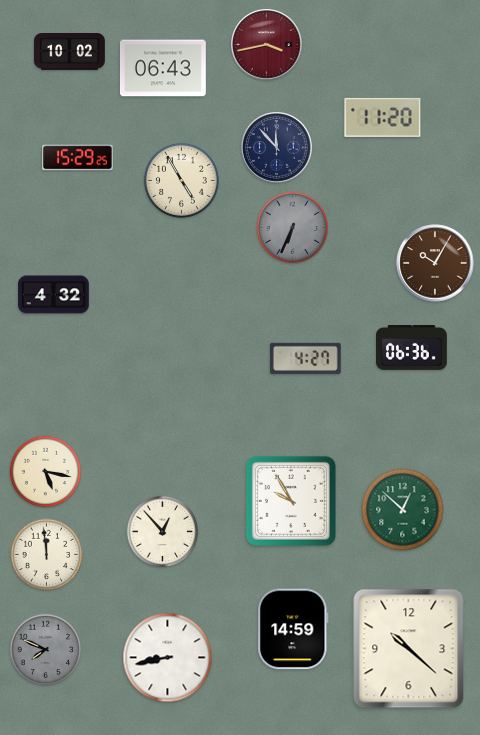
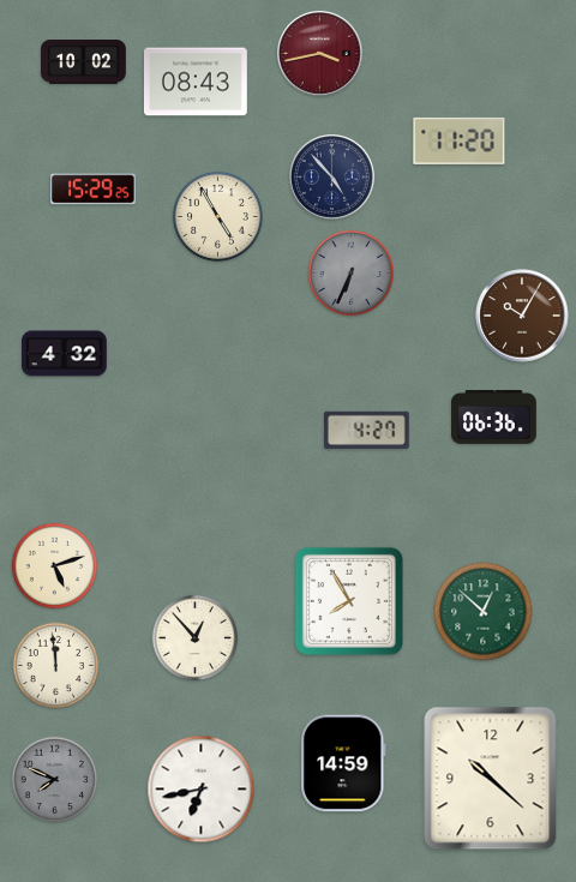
clock at (163, 68): 06:43 -> 08:43
clock at (277, 148): 11:53 -> 4:53
clock at (46, 472): 5:17 -> 5:12
clock at (291, 501): 9:55 -> 7:55
clock at (293, 629) position: (293, 629) -> (343, 763)
clock at (168, 658): 8:43 -> 6:43
